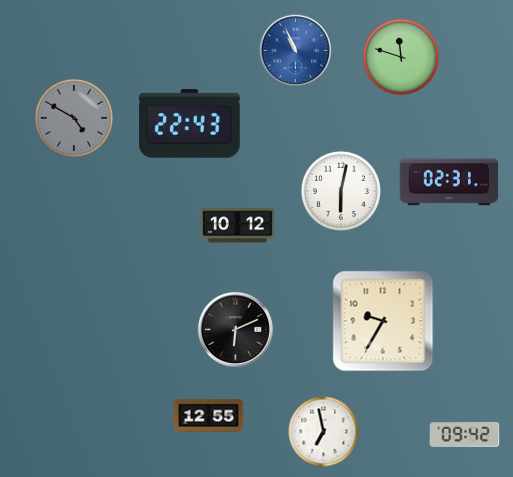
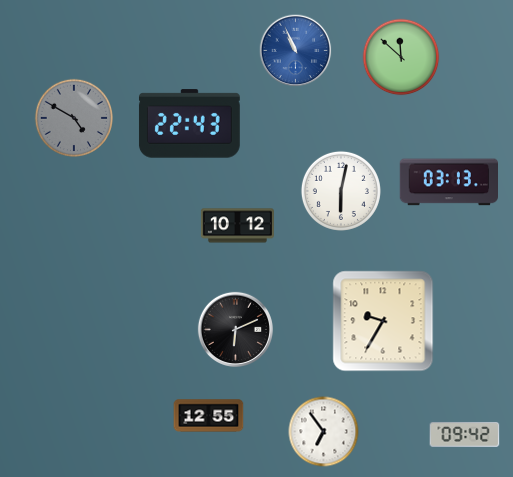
clock at (401, 57): 11:48 -> 11:52
clock at (448, 182): 02:31 -> 03:13
clock at (324, 432): 6:58 -> 6:54
